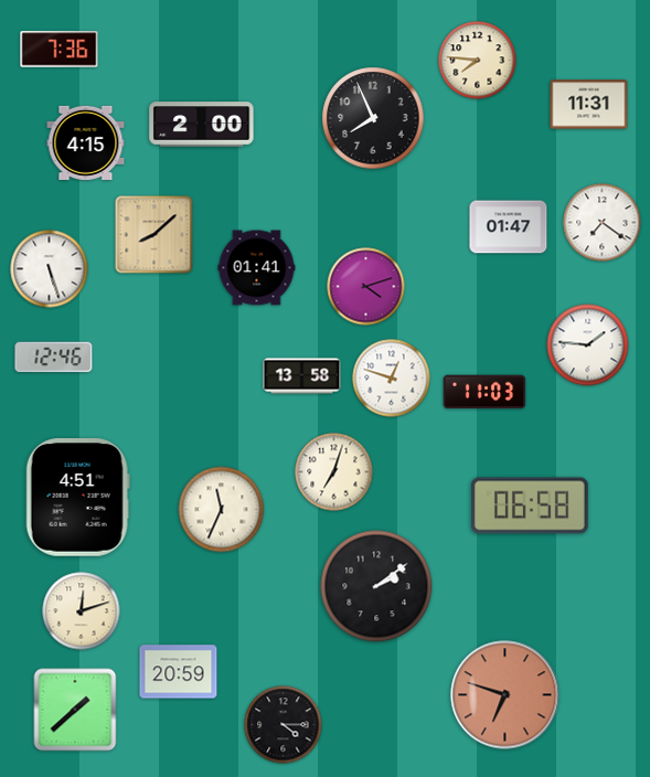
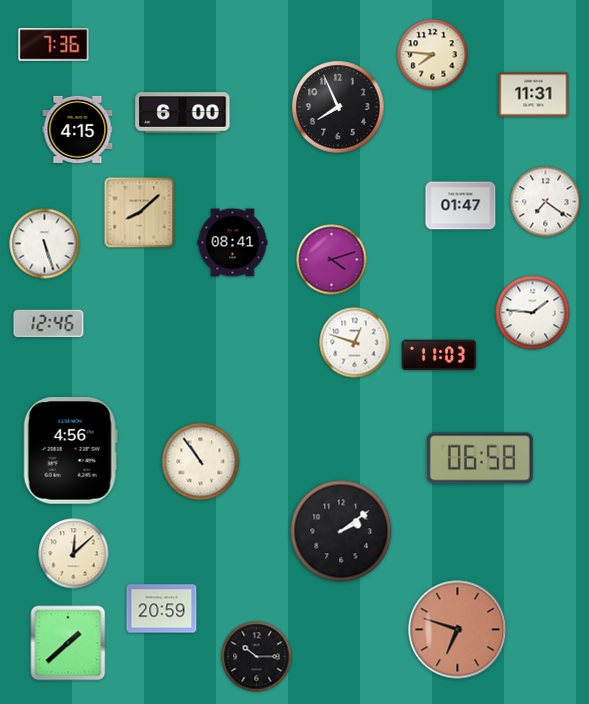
clock at (202, 125): 2:00 -> 6:00
clock at (257, 268): 01:41 -> 08:41
clock at (302, 376): 13:58 -> none
clock at (334, 472): 7:03 -> none
clock at (77, 498): 4:51 -> 4:56
clock at (222, 510): 11:34 -> 10:54
clock at (82, 611): 12:12 -> 12:08
clock at (284, 725): 4:15 -> 10:15
